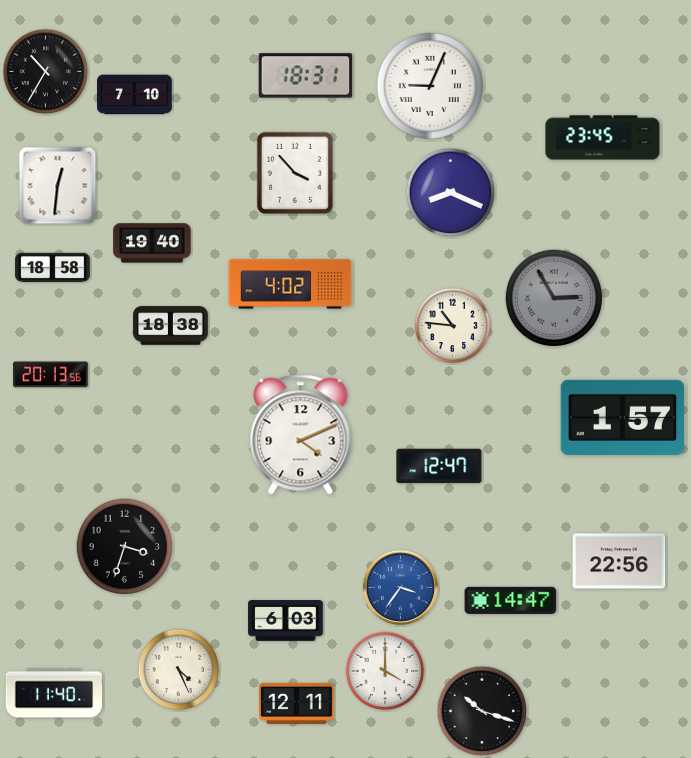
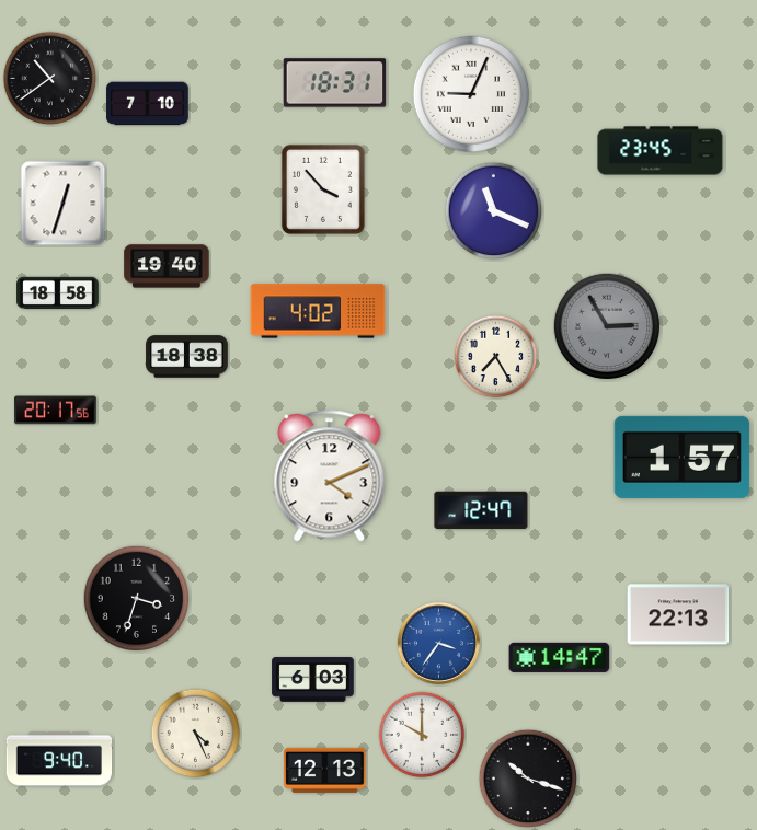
clock at (46, 72): 10:35 -> 10:39
clock at (58, 186): 12:31 -> 12:33
clock at (451, 193): 8:19 -> 11:19
clock at (453, 326): 10:46 -> 7:25
clock at (51, 375): 20:13 -> 20:17
clock at (619, 561): 22:56 -> 22:13
clock at (385, 671): 4:00 -> 10:00
clock at (54, 693): 11:40 -> 9:40
clock at (297, 703): 12:11 -> 12:13
